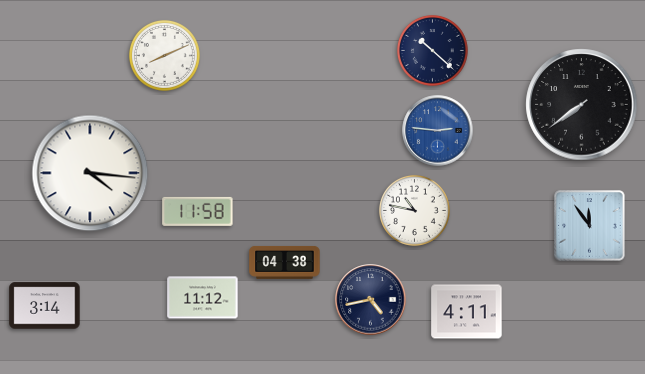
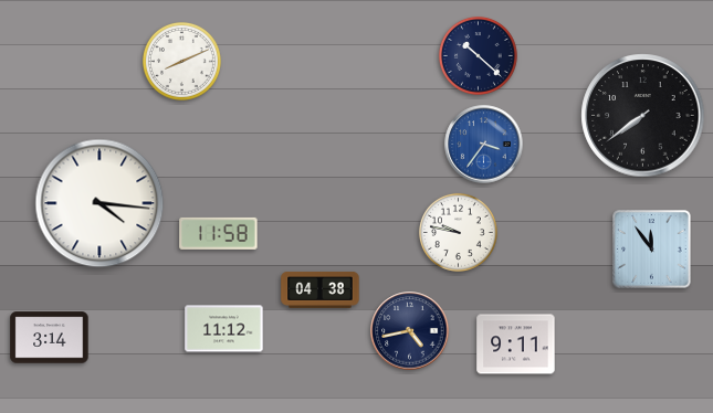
clock at (438, 131): 2:46 -> 3:36
clock at (90, 173) position: (90, 173) -> (99, 203)
clock at (414, 210): 10:47 -> 9:47
clock at (285, 263) position: (285, 263) -> (321, 290)
clock at (467, 312): 4:11 -> 9:11
